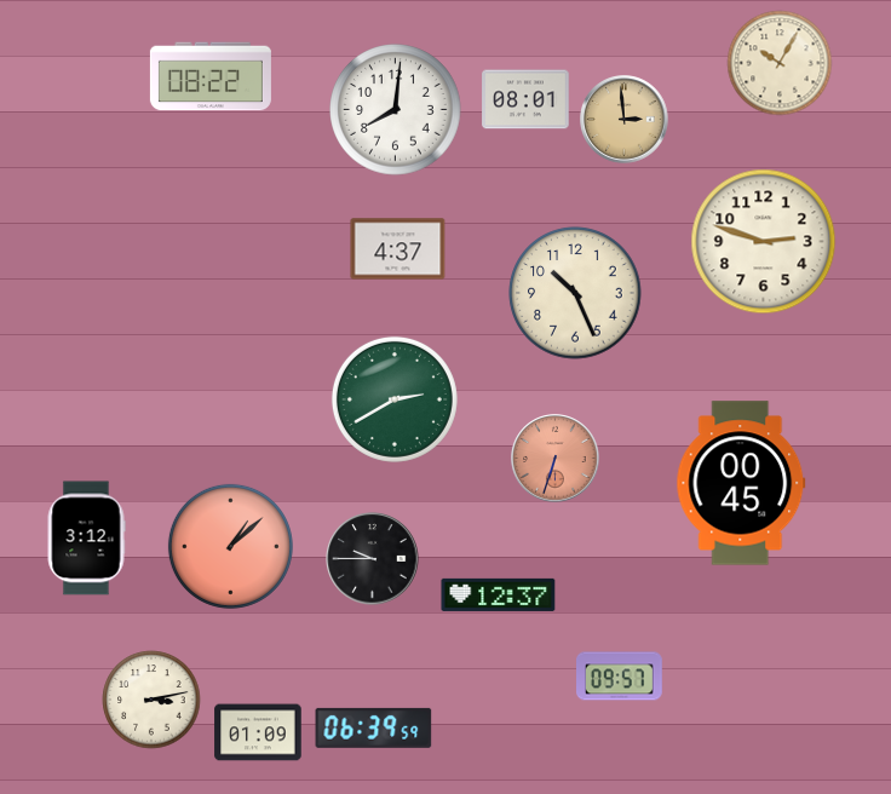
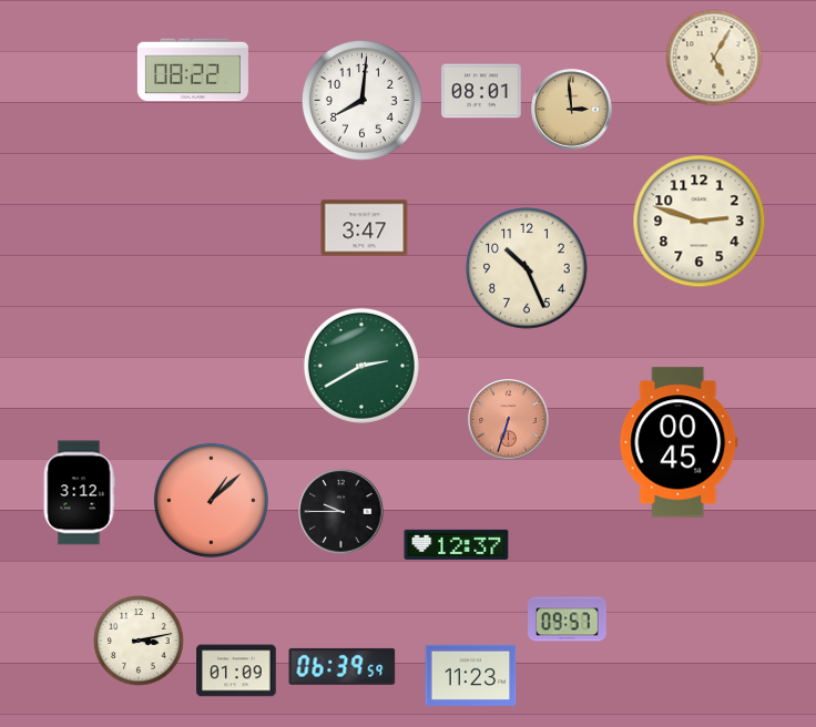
clock at (780, 63): 10:05 -> 5:05
clock at (398, 249): 4:37 -> 3:47
clock at (471, 675): none -> 11:23
